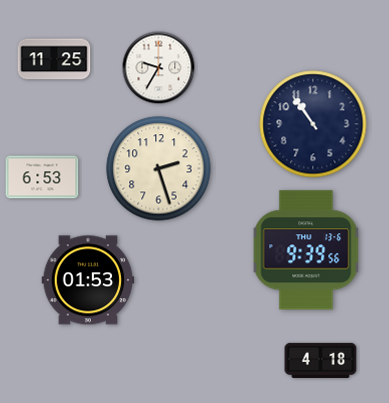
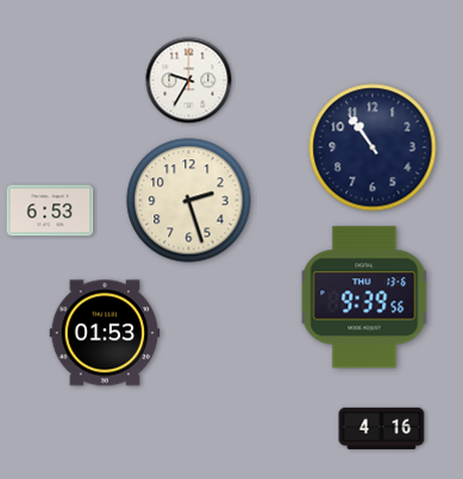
clock at (54, 59): 11:25 -> none
clock at (321, 360): 4:18 -> 4:16
